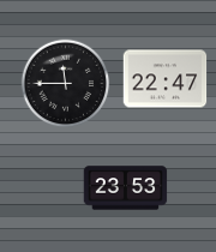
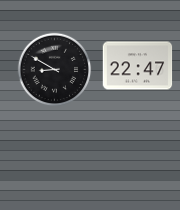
clock at (66, 84): 11:45 -> 8:50
clock at (126, 188): 23:53 -> none
